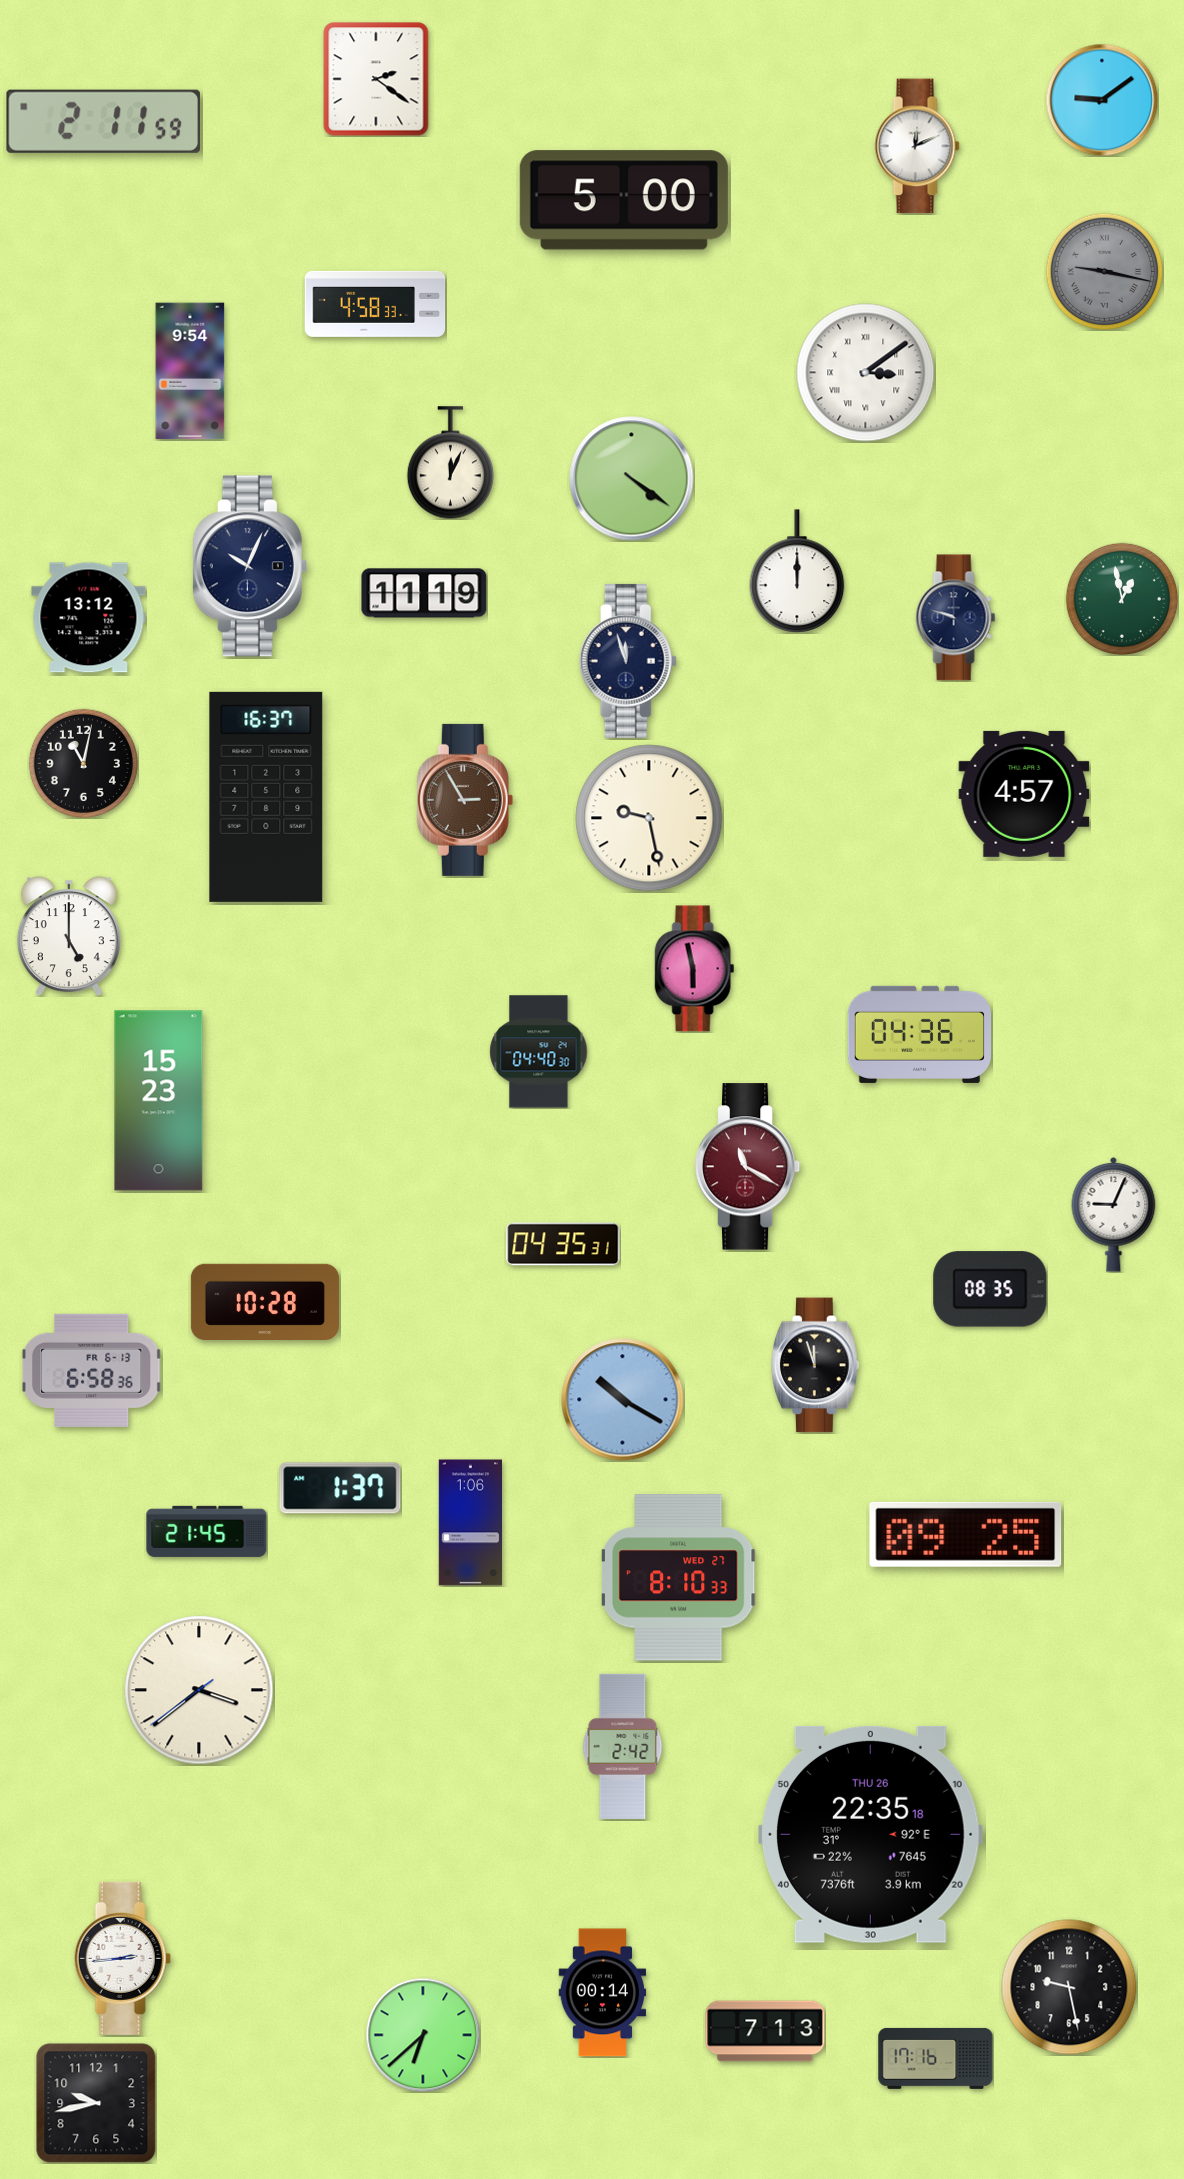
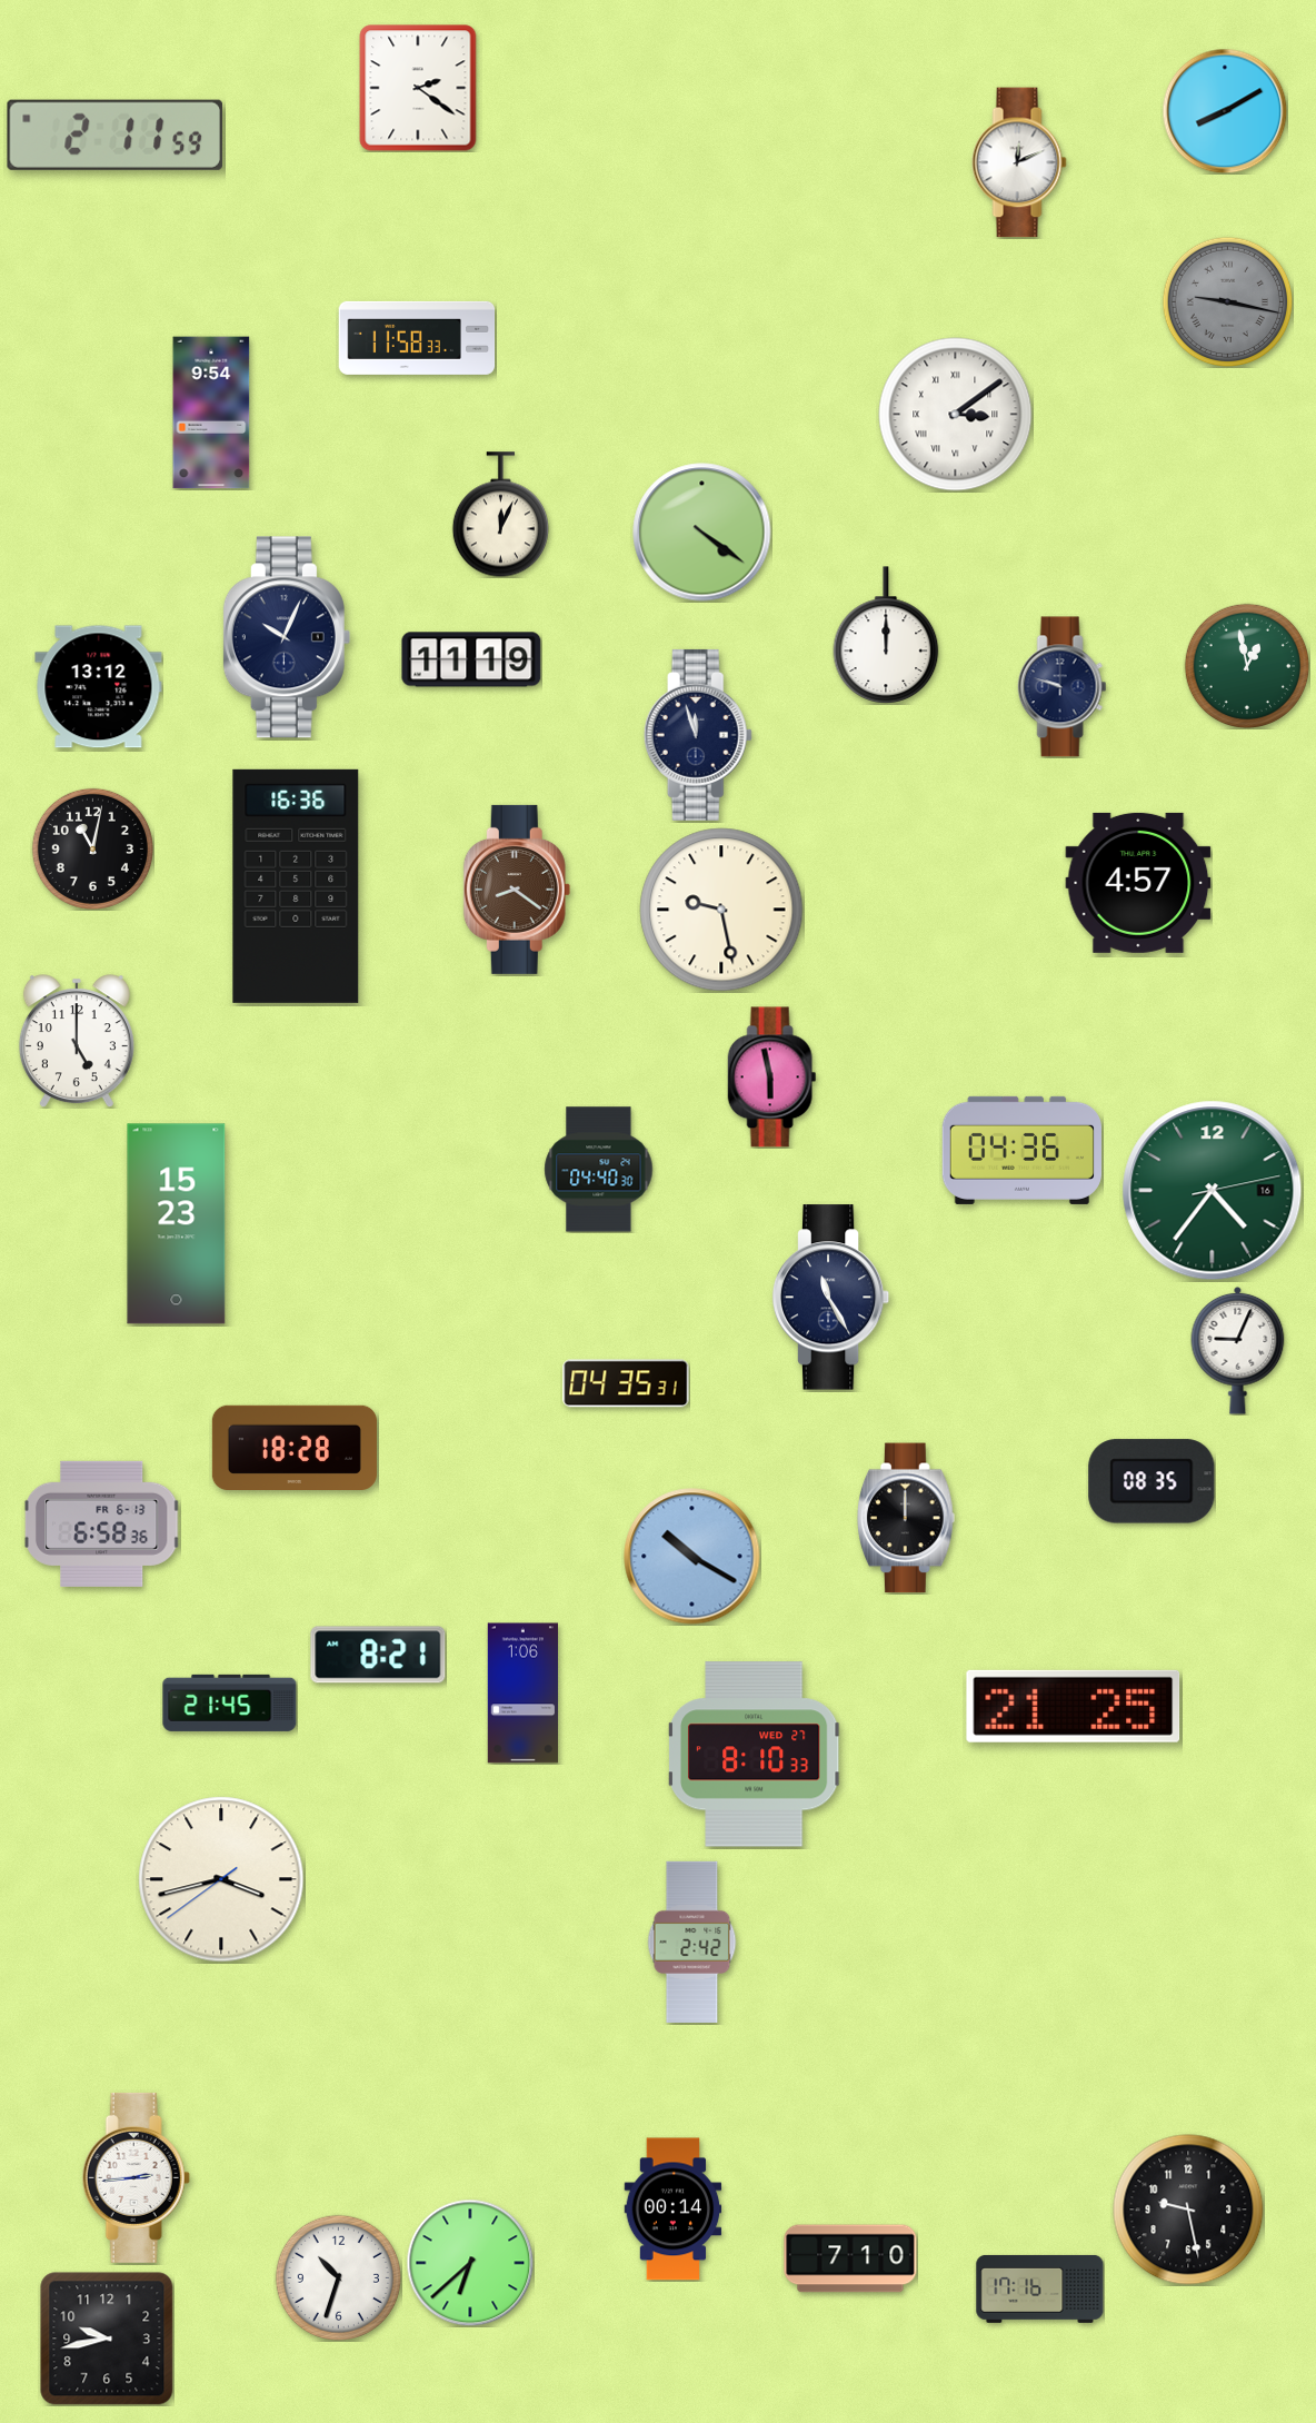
clock at (1102, 100): 9:09 -> 8:10
clock at (624, 200): 5:00 -> none
clock at (375, 304): 4:58 -> 11:58
clock at (866, 373) position: (866, 373) -> (956, 415)
clock at (250, 566) position: (250, 566) -> (287, 637)
clock at (266, 797): 16:37 -> 16:36
clock at (465, 800): 2:55 -> 8:21
clock at (1213, 1191): none -> 4:36
clock at (748, 1167): 11:20 -> 11:25
clock at (748, 1167) dial: burgundy -> navy
clock at (990, 1289) position: (990, 1289) -> (1151, 1481)
clock at (265, 1301): 10:28 -> 18:28
clock at (816, 1365): 11:57 -> 12:00
clock at (340, 1488): 1:37 -> 8:21
clock at (966, 1534): 09:25 -> 21:25
clock at (199, 1690): 3:38 -> 3:42
clock at (871, 1834): 22:35 -> none
clock at (603, 1993) position: (603, 1993) -> (674, 2210)
clock at (765, 2031): 7:13 -> 7:10
clock at (338, 2277): none -> 10:33
